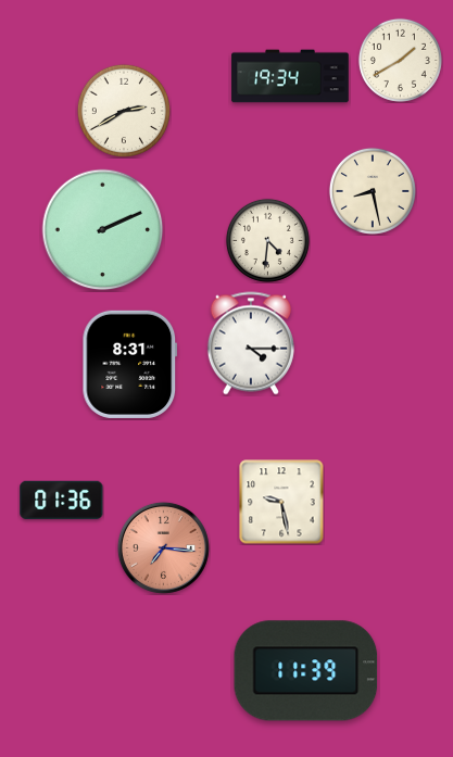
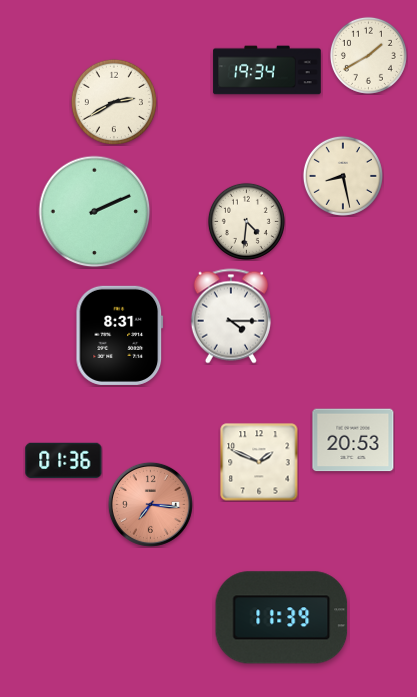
clock at (353, 440): none -> 20:53
clock at (62, 500) position: (62, 500) -> (64, 460)
clock at (281, 502): 9:28 -> 1:49
